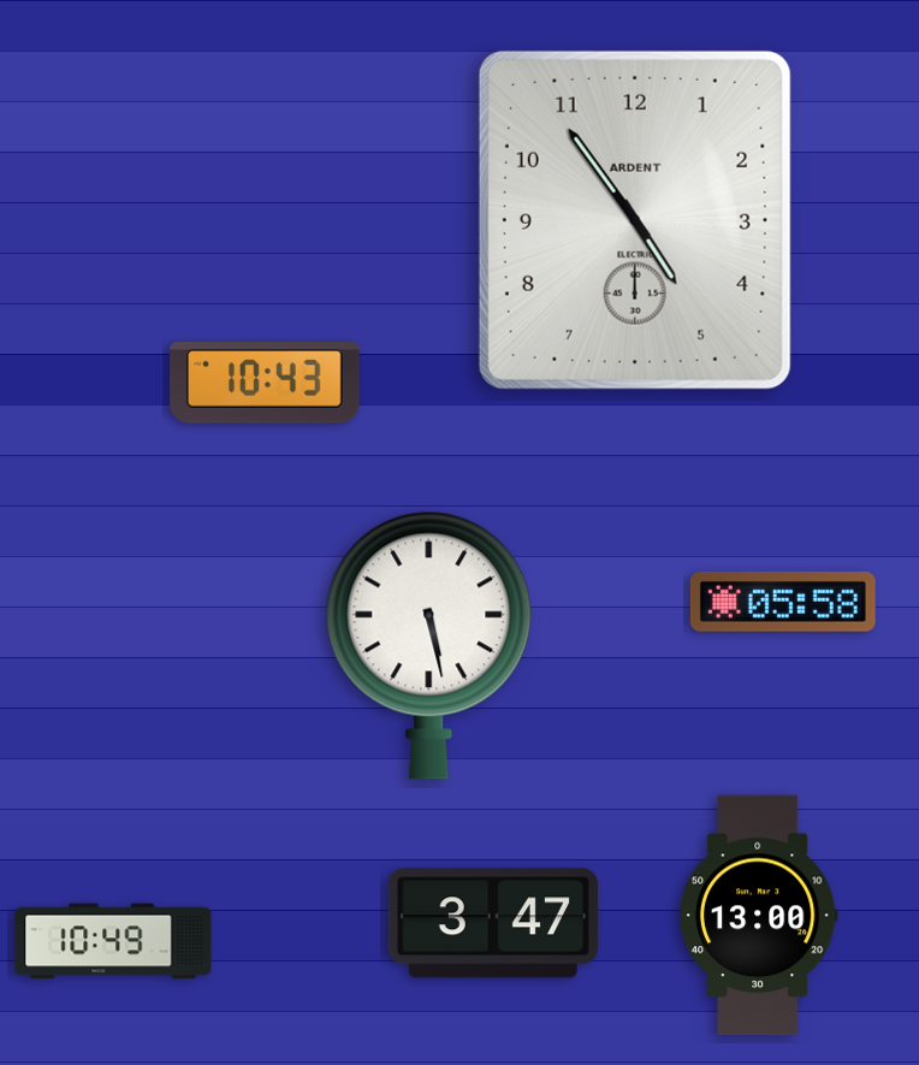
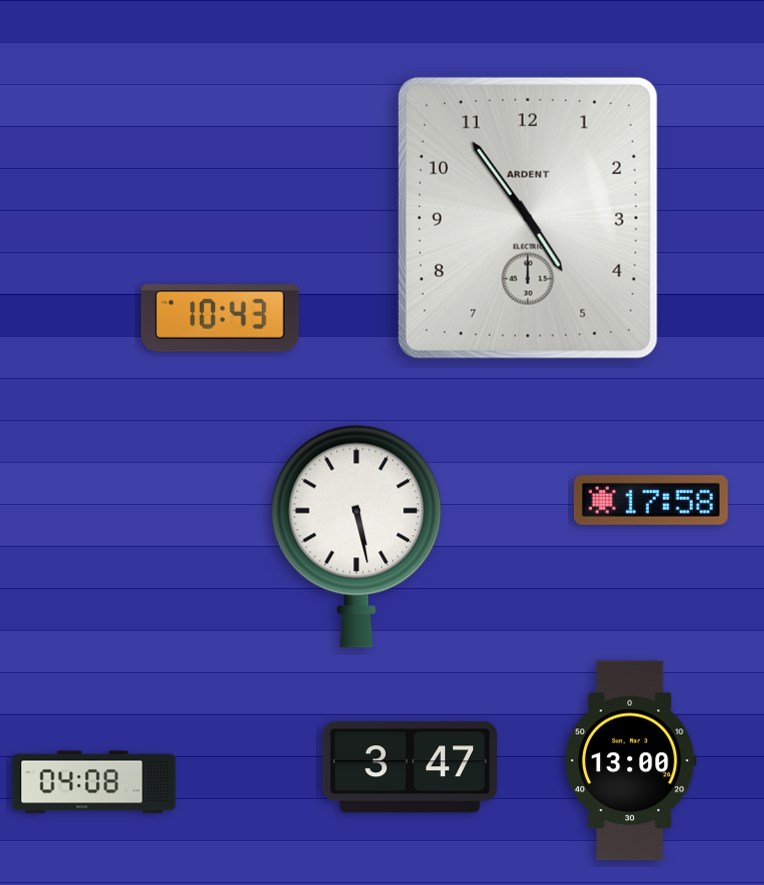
clock at (635, 220) position: (635, 220) -> (528, 218)
clock at (783, 602): 05:58 -> 17:58
clock at (113, 941): 10:49 -> 04:08
